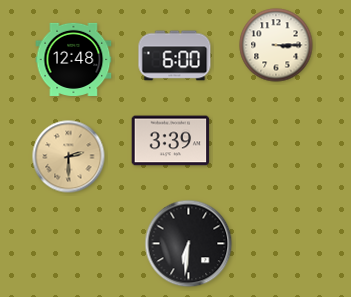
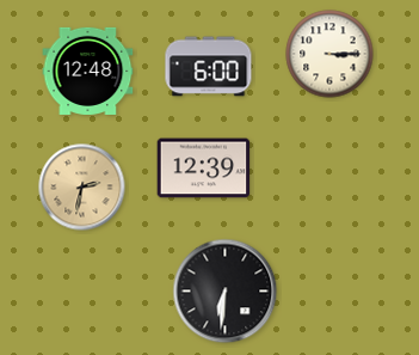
clock at (171, 141): 3:39 -> 12:39
clock at (69, 157): 2:30 -> 2:32
